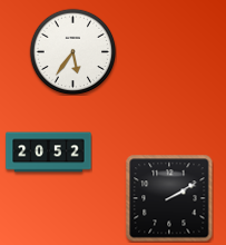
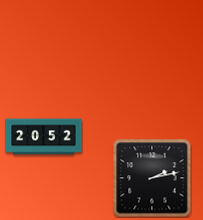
clock at (72, 51): 5:36 -> none
clock at (169, 198): 2:10 -> 2:13
